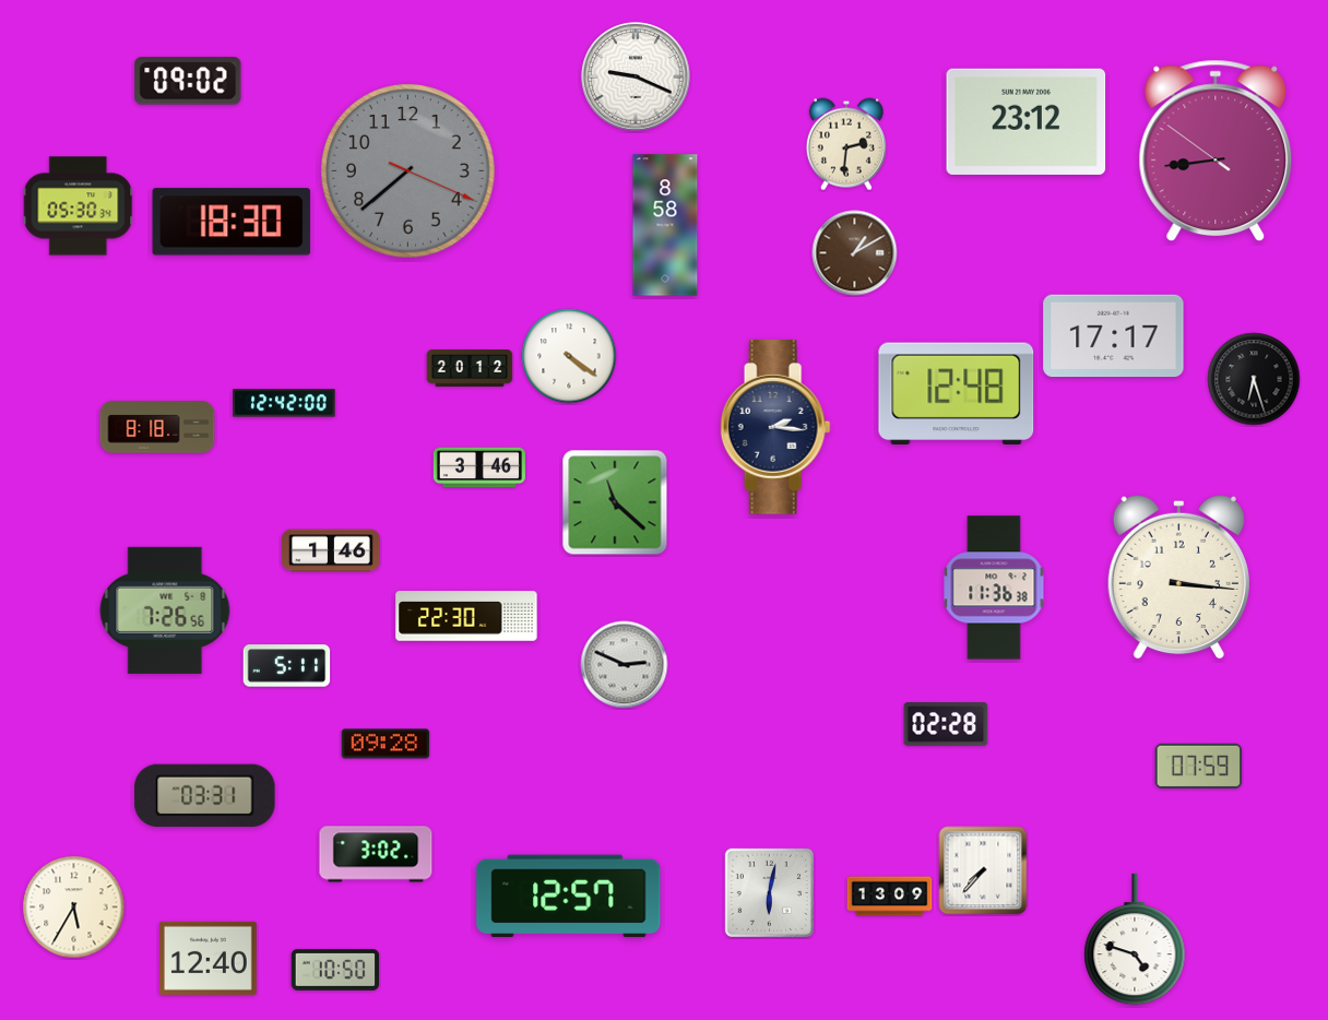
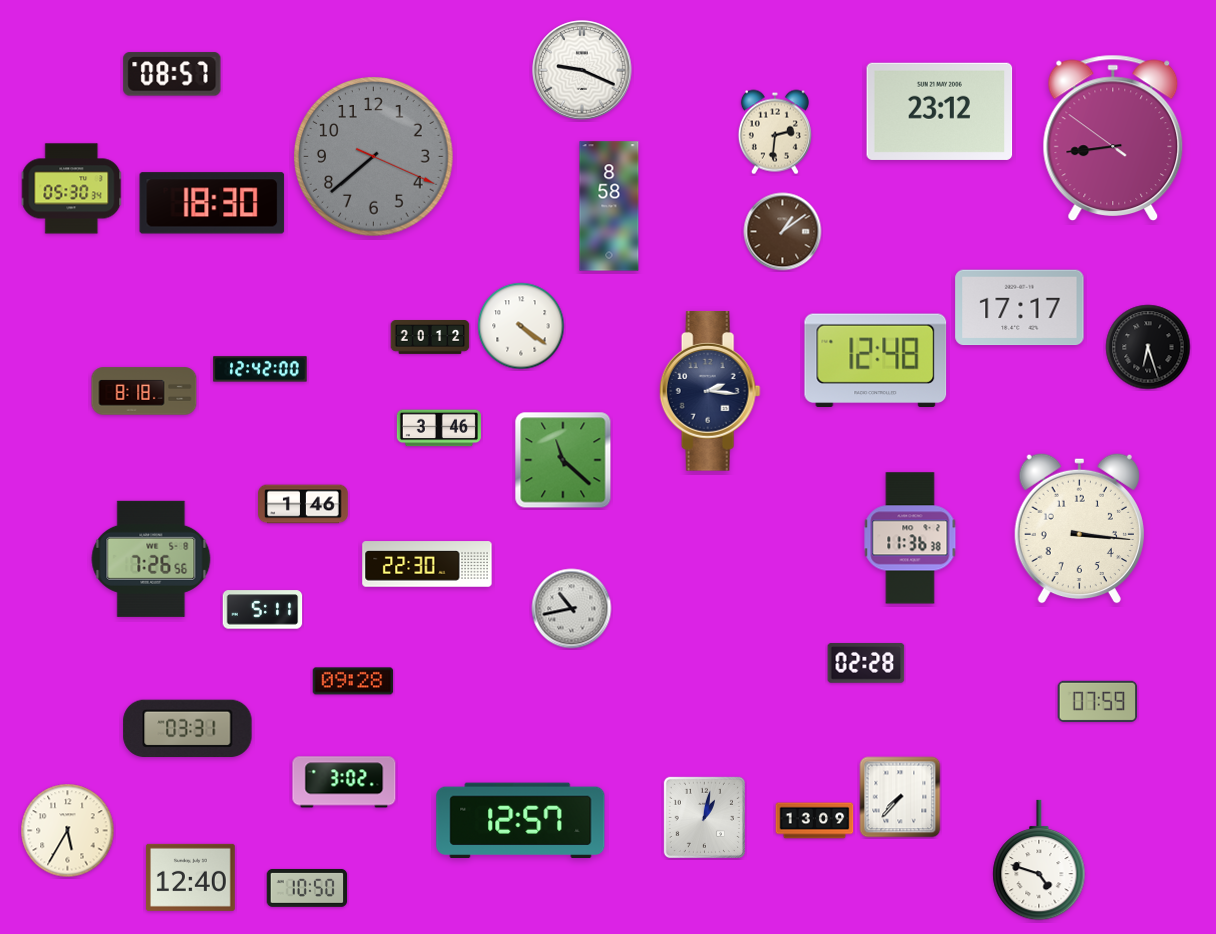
clock at (188, 81): 09:02 -> 08:57
clock at (855, 253): 1:10 -> 1:09
clock at (625, 665): 2:49 -> 10:43
clock at (769, 892): 6:02 -> 1:02
